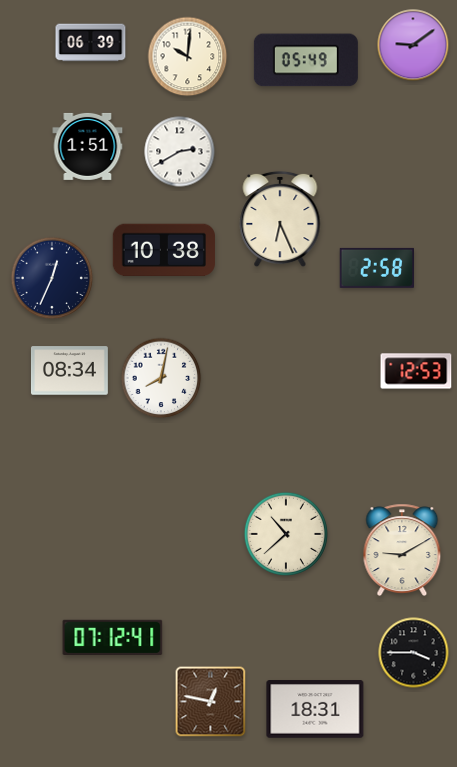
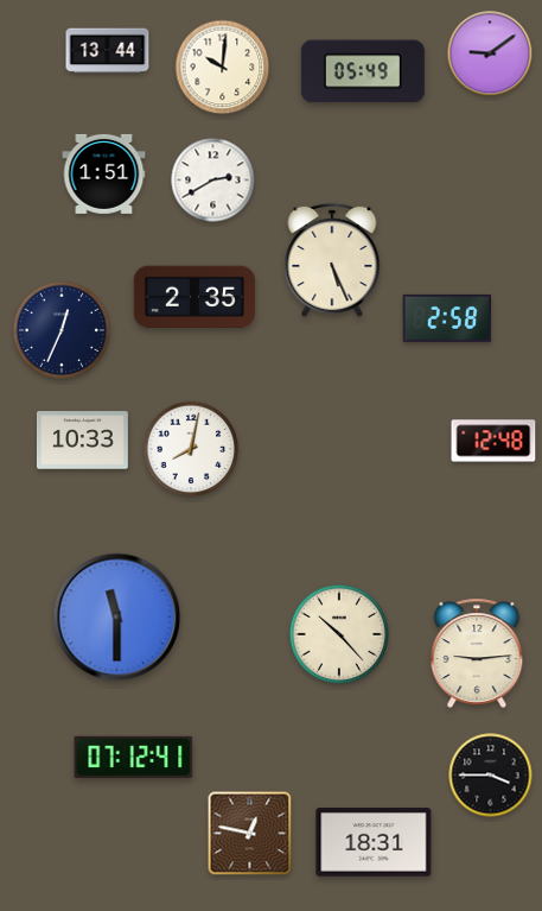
clock at (91, 43): 06:39 -> 13:44
clock at (280, 219): 6:26 -> 5:26
clock at (164, 250): 10:38 -> 2:35
clock at (70, 371): 08:34 -> 10:33
clock at (416, 371): 12:53 -> 12:48
clock at (117, 618): none -> 11:30
clock at (286, 534): 10:38 -> 10:23
clock at (402, 550): 9:10 -> 9:14
